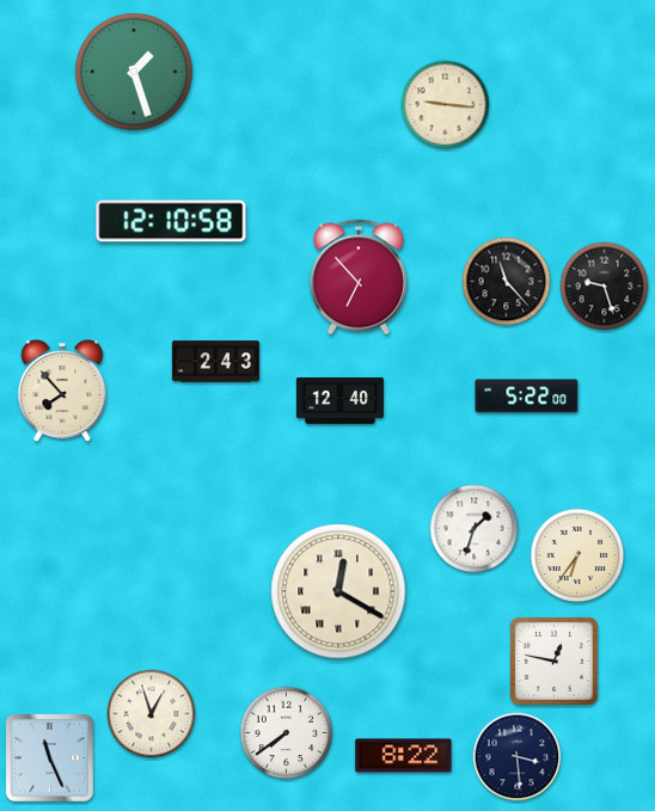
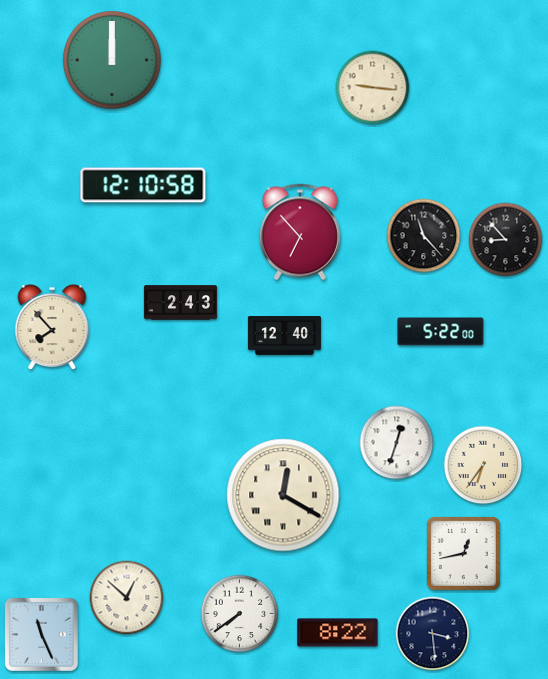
clock at (135, 73): 1:27 -> 12:00
clock at (605, 287): 9:27 -> 8:53
clock at (475, 529): 1:33 -> 12:33
clock at (553, 661): 12:47 -> 12:43
clock at (152, 714): 12:57 -> 12:52
